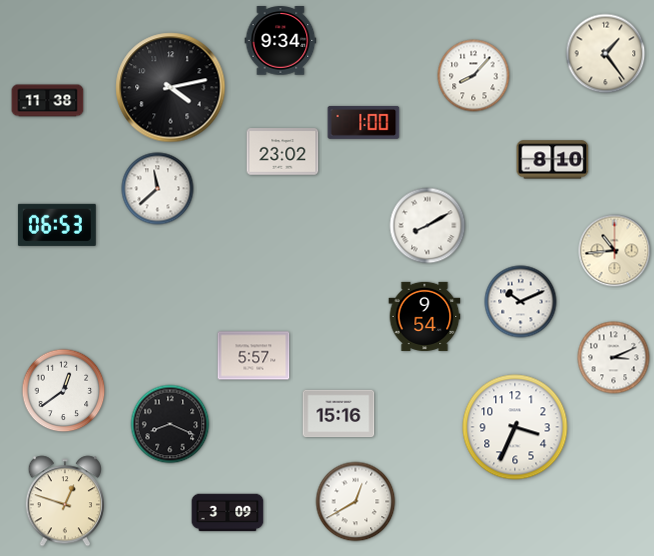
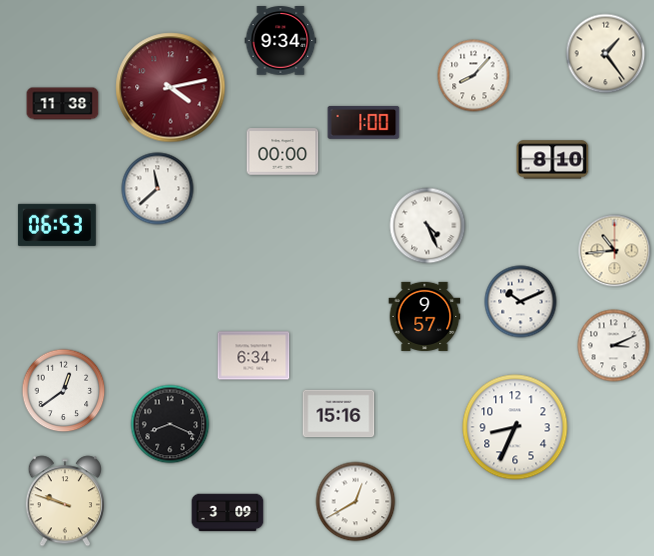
clock at (171, 88) dial: black -> burgundy
clock at (48, 101) position: (48, 101) -> (63, 104)
clock at (283, 152): 23:02 -> 00:00
clock at (428, 226): 8:10 -> 4:26
clock at (425, 316): 9:54 -> 9:57
clock at (254, 356): 5:57 -> 6:34
clock at (614, 358) position: (614, 358) -> (614, 346)
clock at (515, 427): 3:34 -> 8:34
clock at (64, 501): 12:48 -> 9:48
